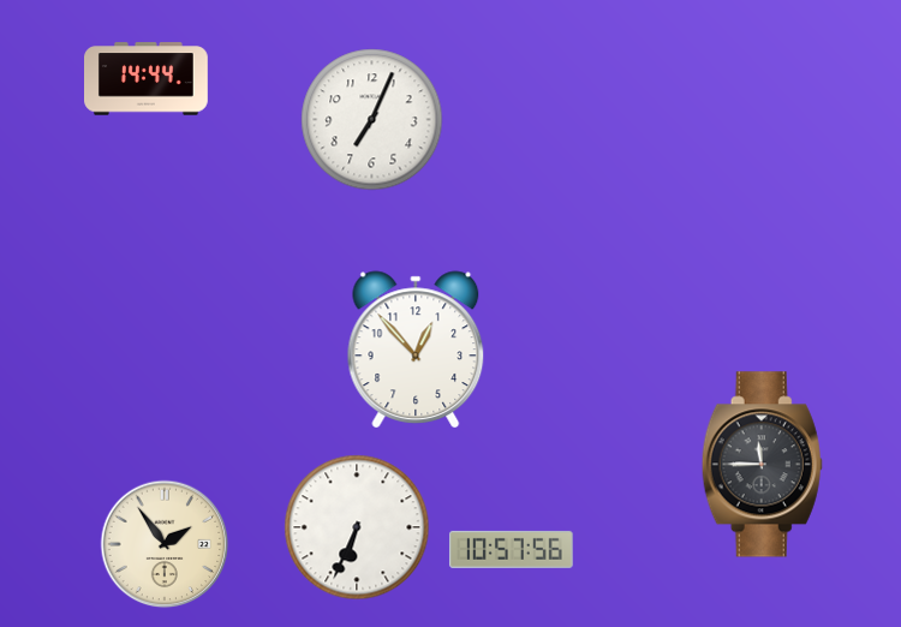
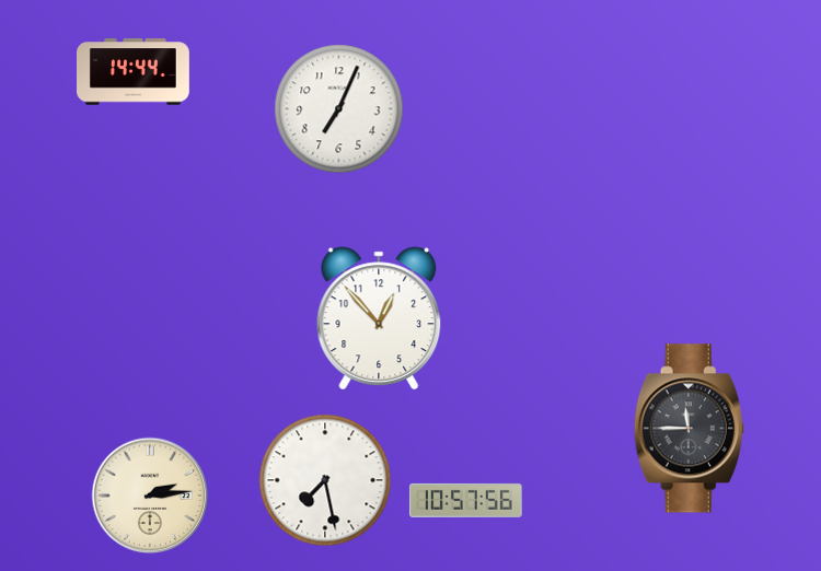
clock at (762, 465) position: (762, 465) -> (689, 429)
clock at (357, 527): 6:34 -> 7:28
clock at (165, 544): 1:54 -> 2:14
